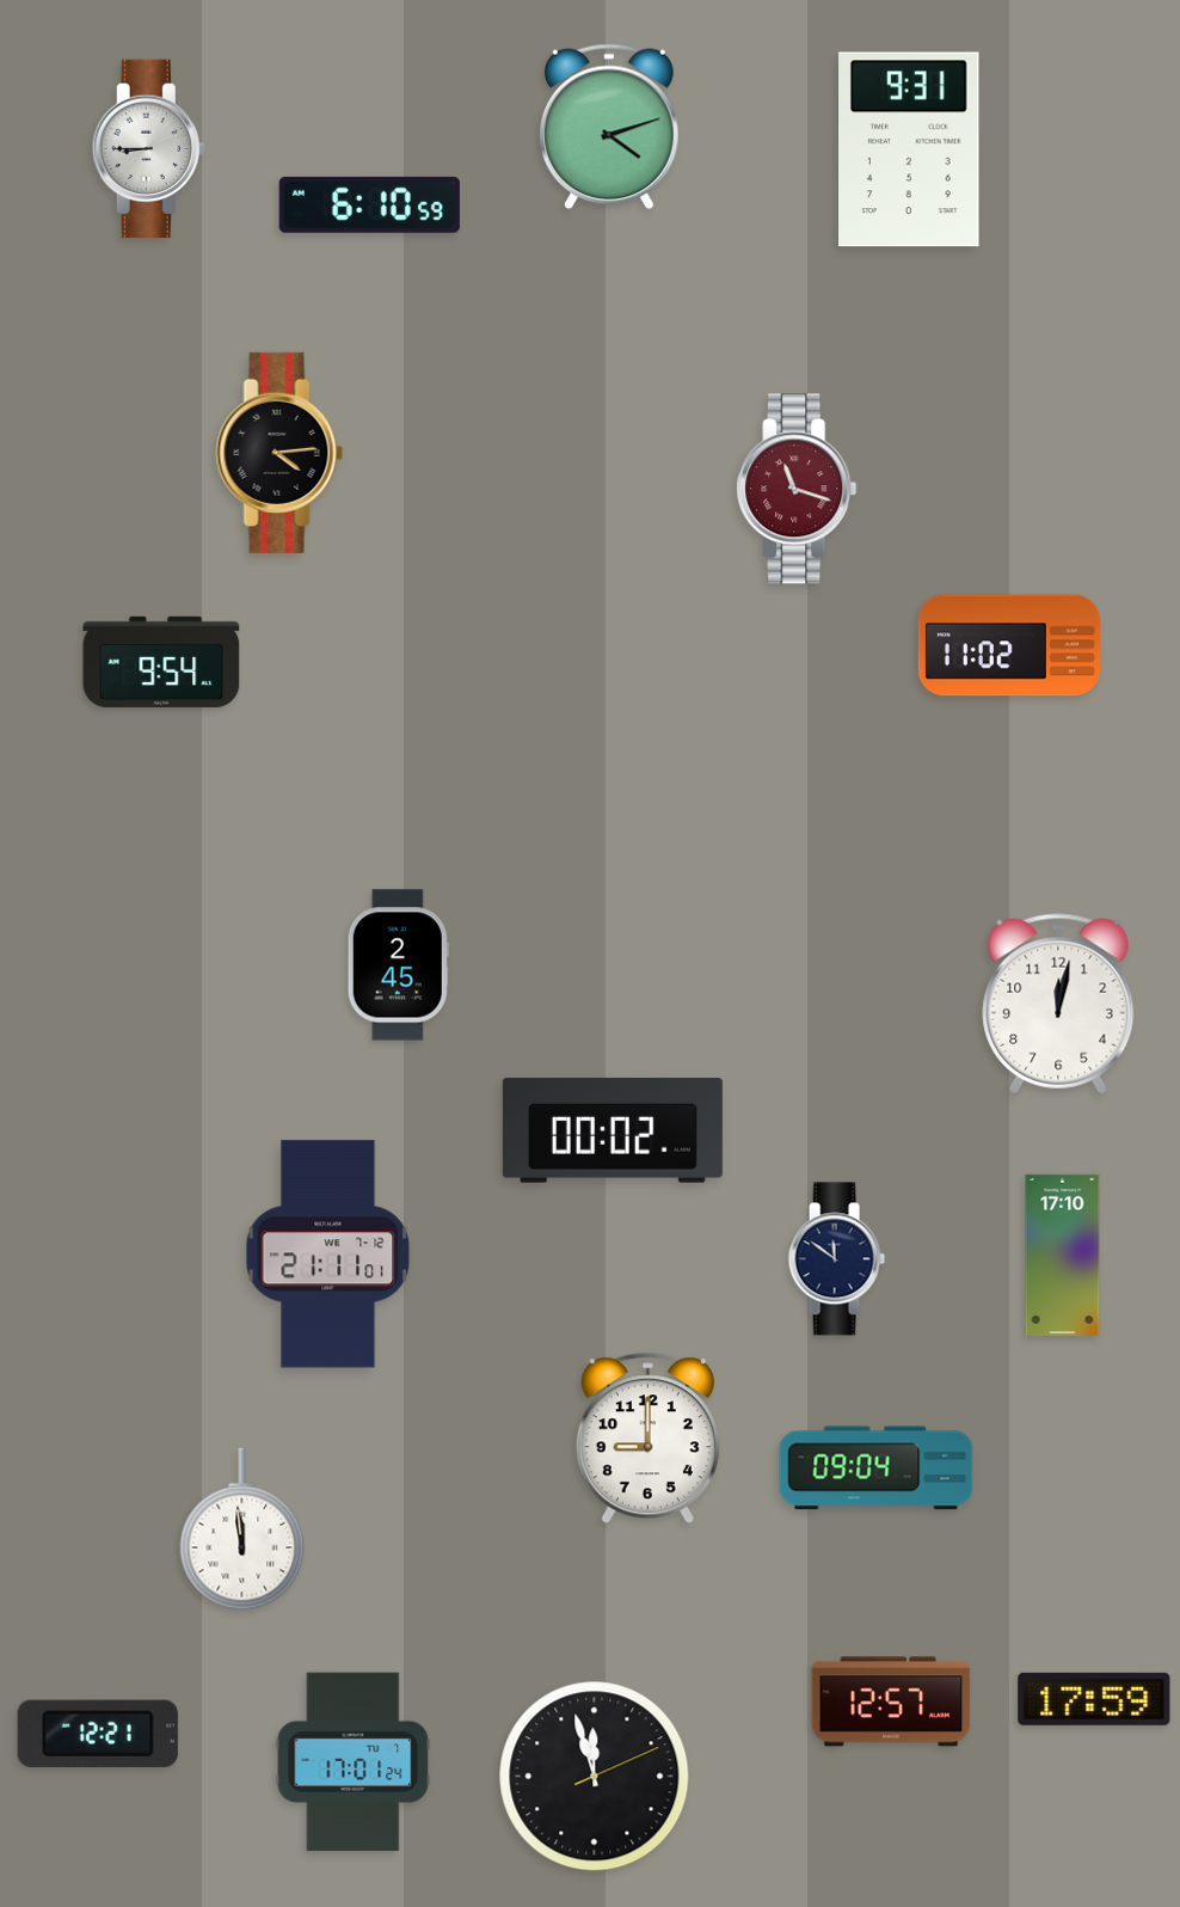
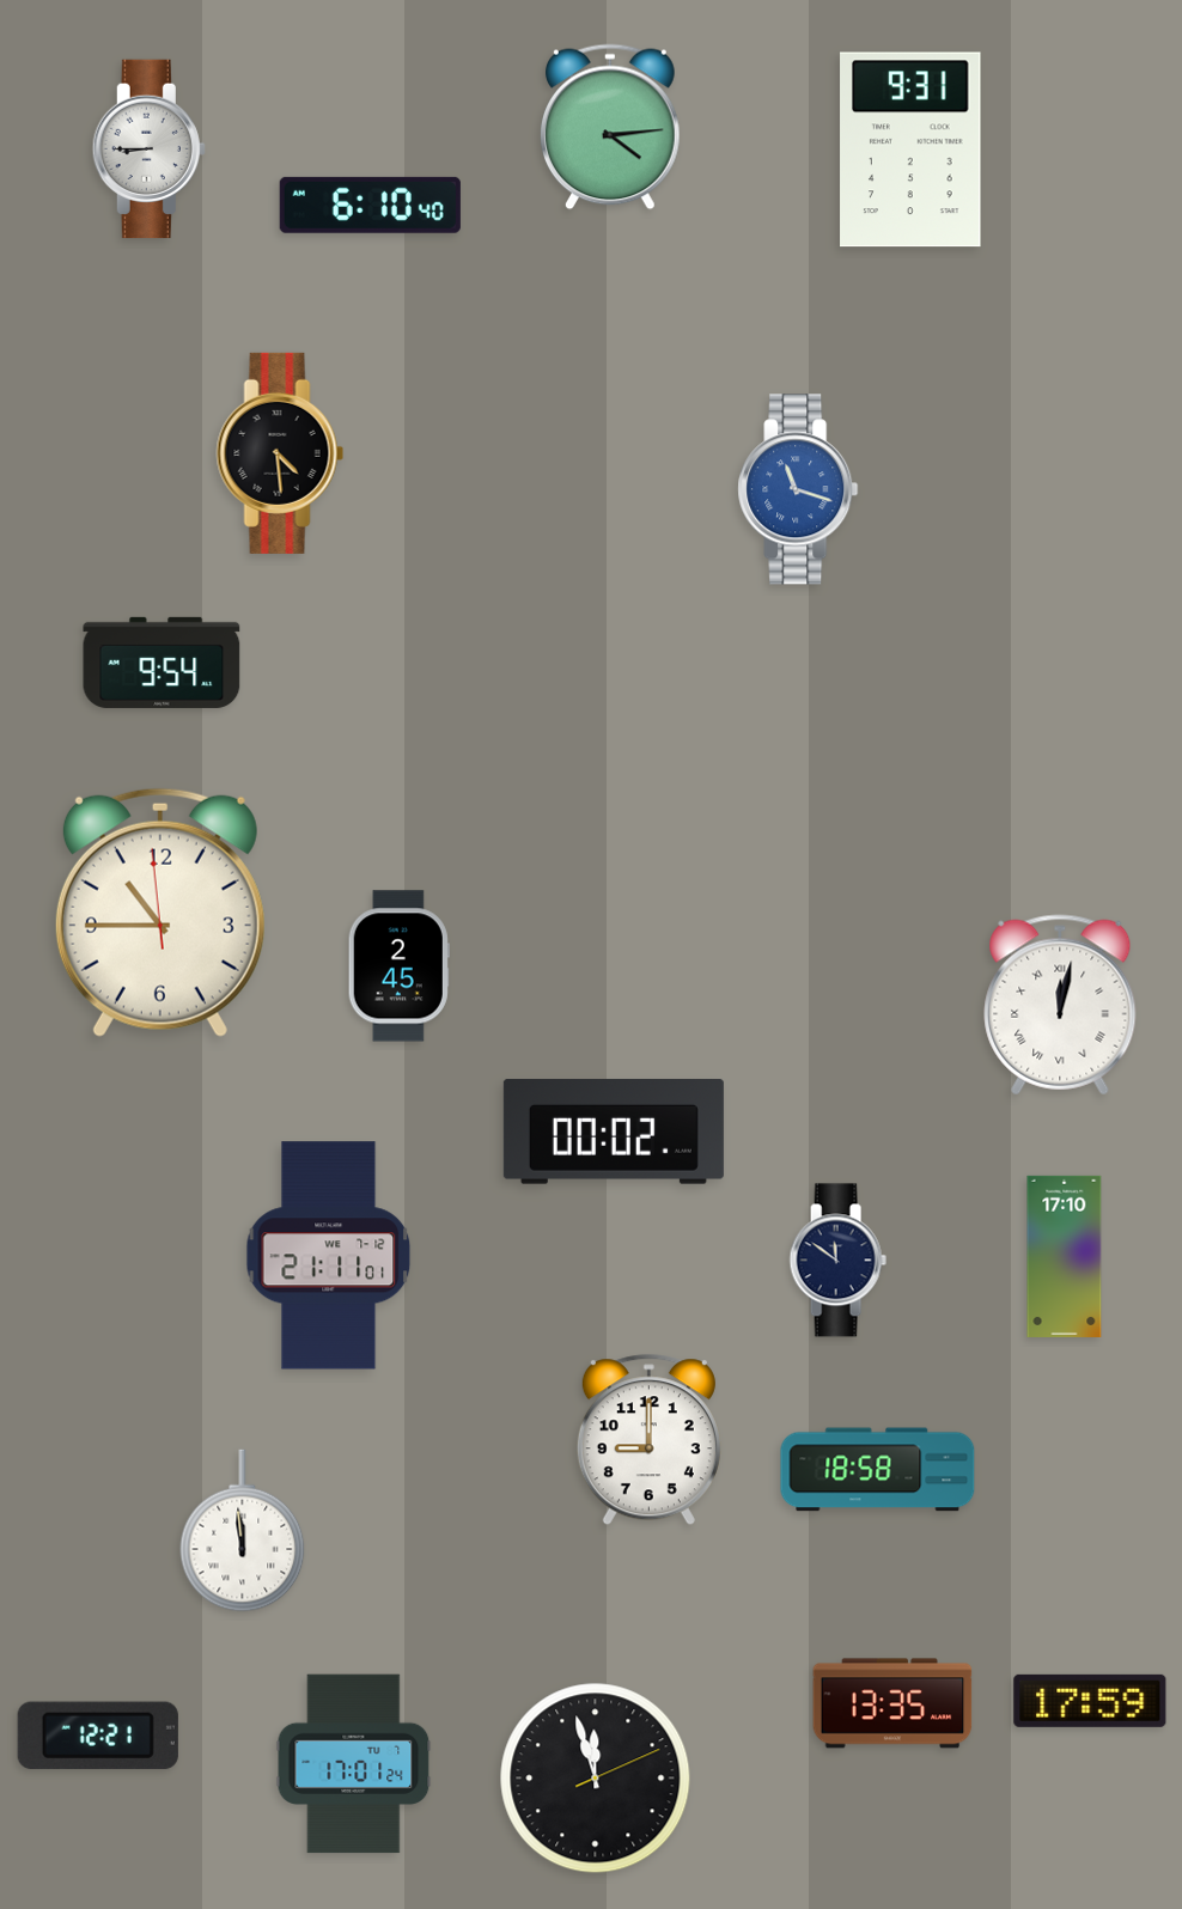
clock at (610, 127): 4:12 -> 4:14
clock at (369, 204): 6:10:59 -> 6:10:40
clock at (279, 453): 4:14 -> 4:29
clock at (797, 489) dial: burgundy -> blue
clock at (1009, 645): 11:02 -> none
clock at (160, 913): none -> 10:44
clock at (1058, 1004) numerals: Arabic -> Roman
clock at (877, 1468): 09:04 -> 18:58
clock at (1094, 1699) position: (1094, 1699) -> (1090, 1701)
clock at (891, 1701): 12:57 -> 13:35
